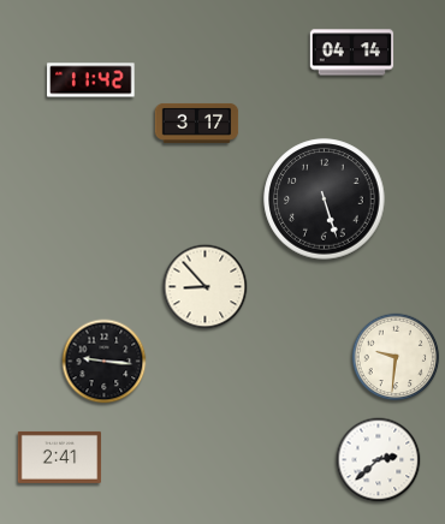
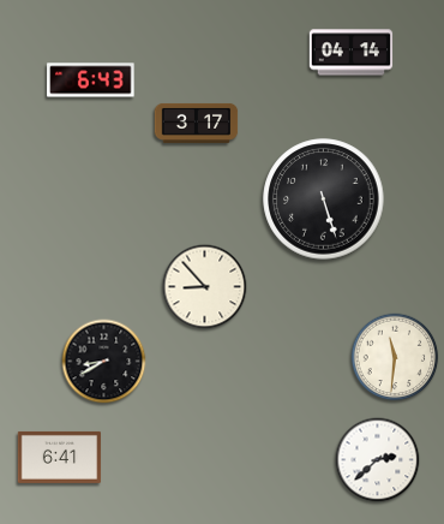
clock at (91, 81): 11:42 -> 6:43
clock at (396, 357): 9:31 -> 11:31
clock at (105, 362): 9:16 -> 8:40
clock at (60, 457): 2:41 -> 6:41
